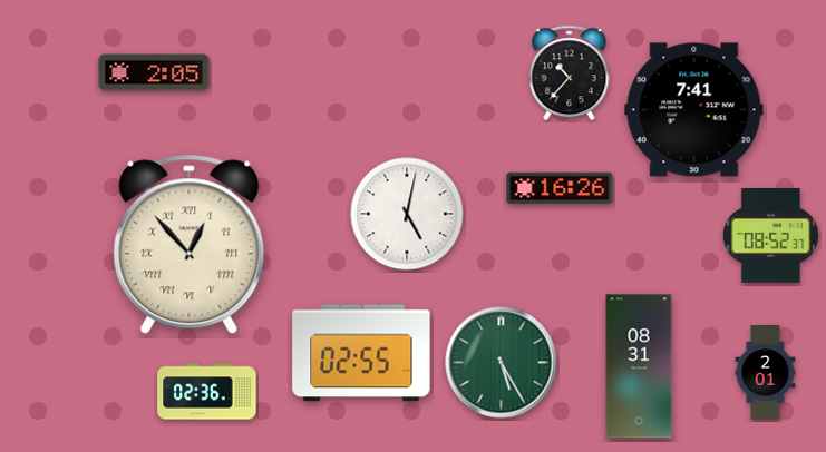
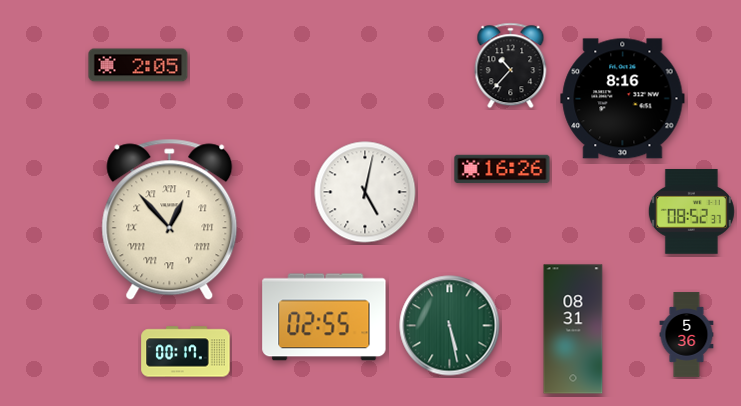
clock at (694, 110): 7:41 -> 8:16
clock at (502, 363): 5:25 -> 5:28
clock at (766, 373): 2:01 -> 5:36
clock at (207, 392): 02:36 -> 00:17
